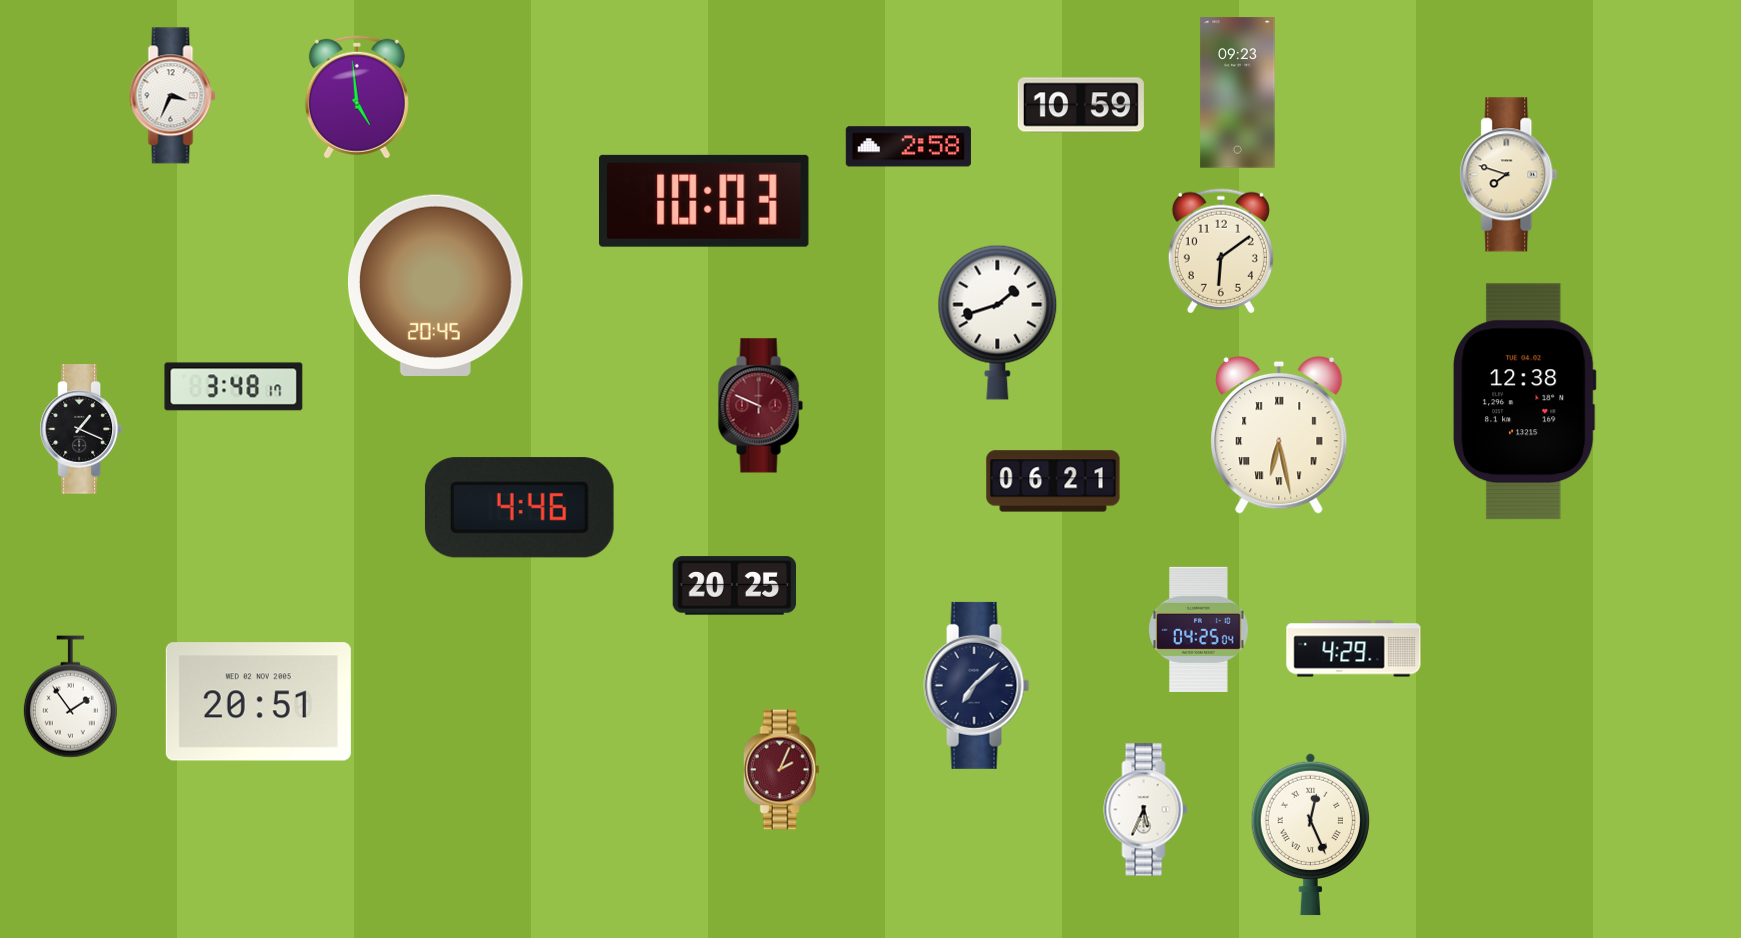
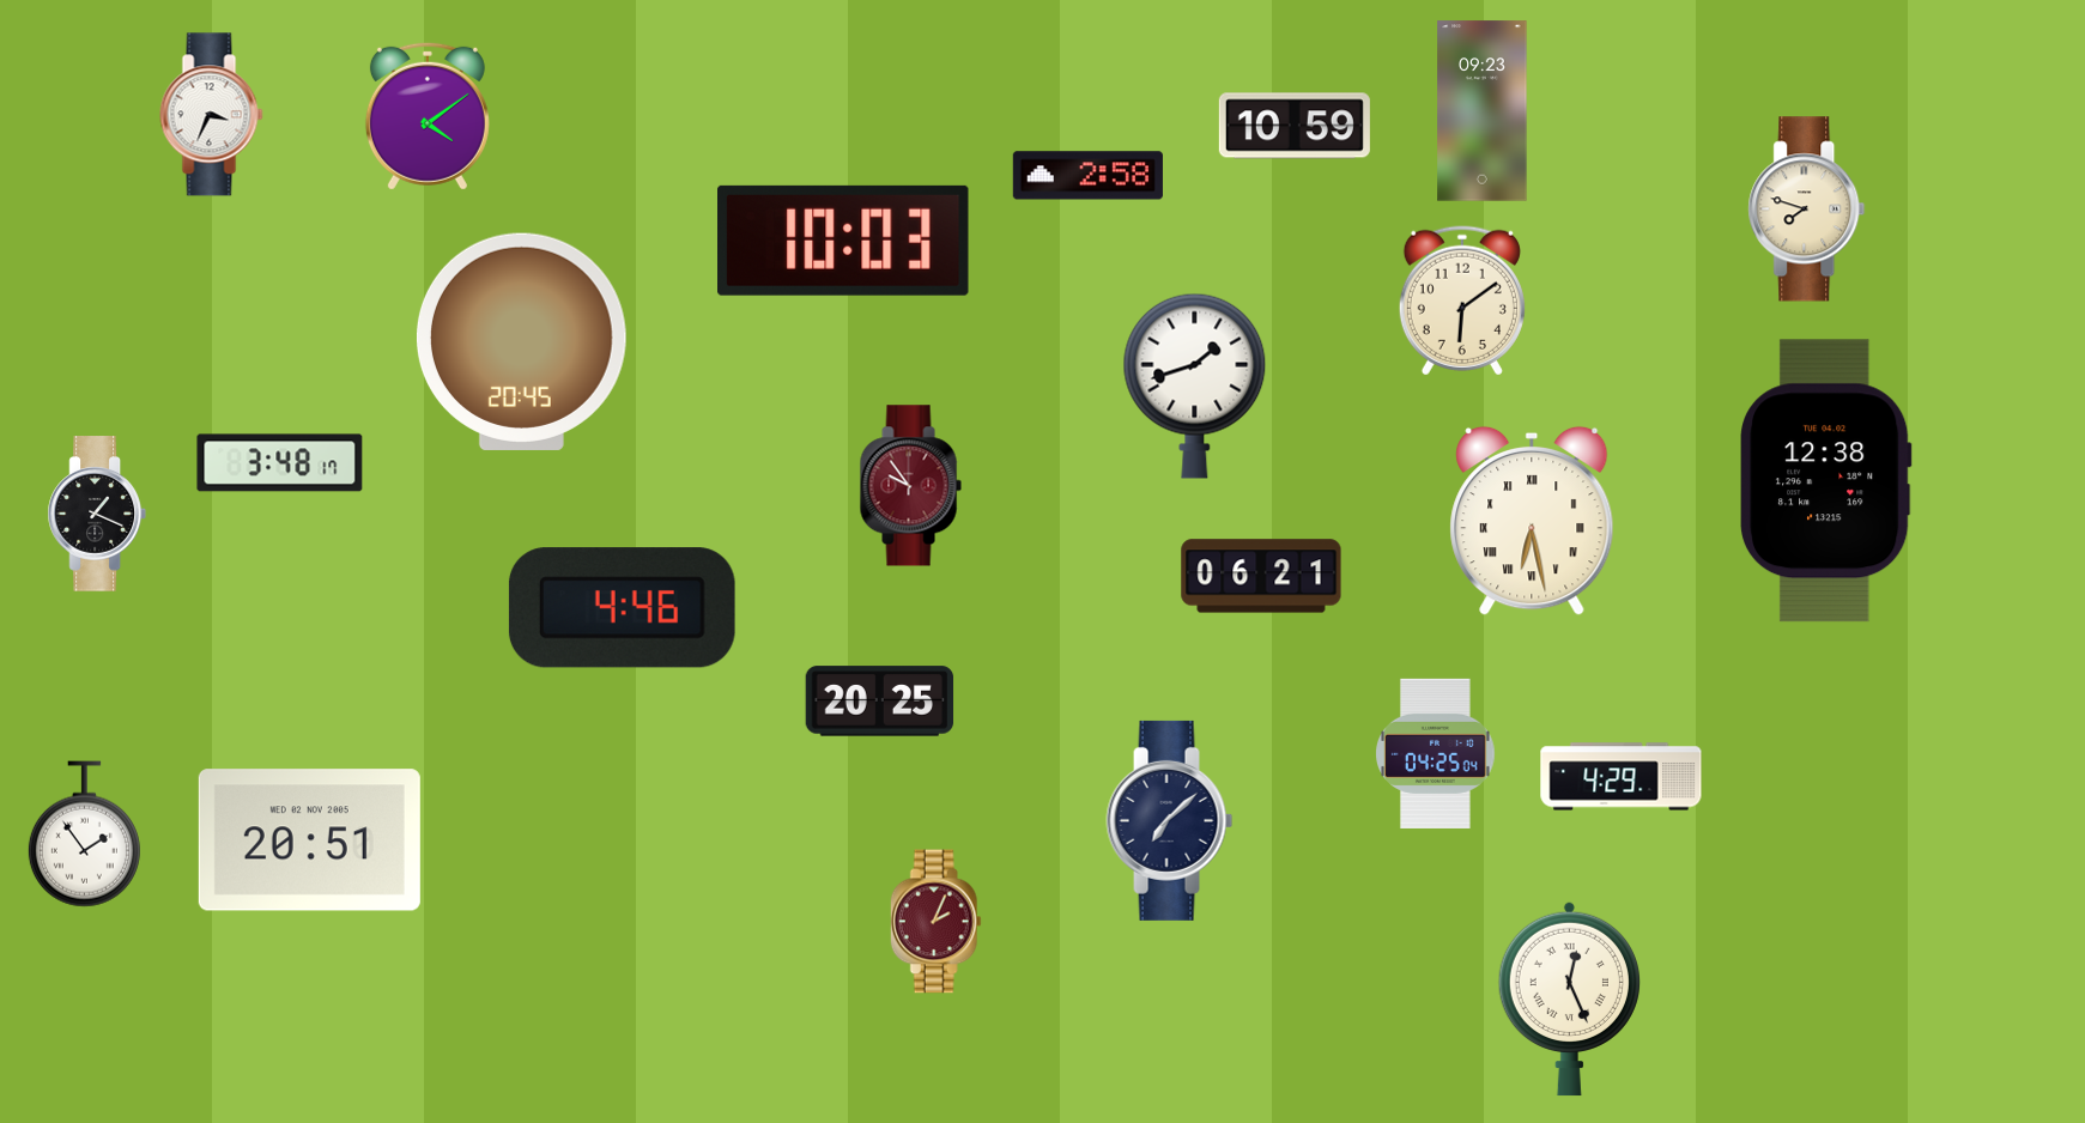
clock at (173, 96) position: (173, 96) -> (212, 115)
clock at (357, 97): 4:59 -> 4:09
clock at (760, 406): 9:49 -> 9:54
clock at (1146, 810): 5:34 -> none
